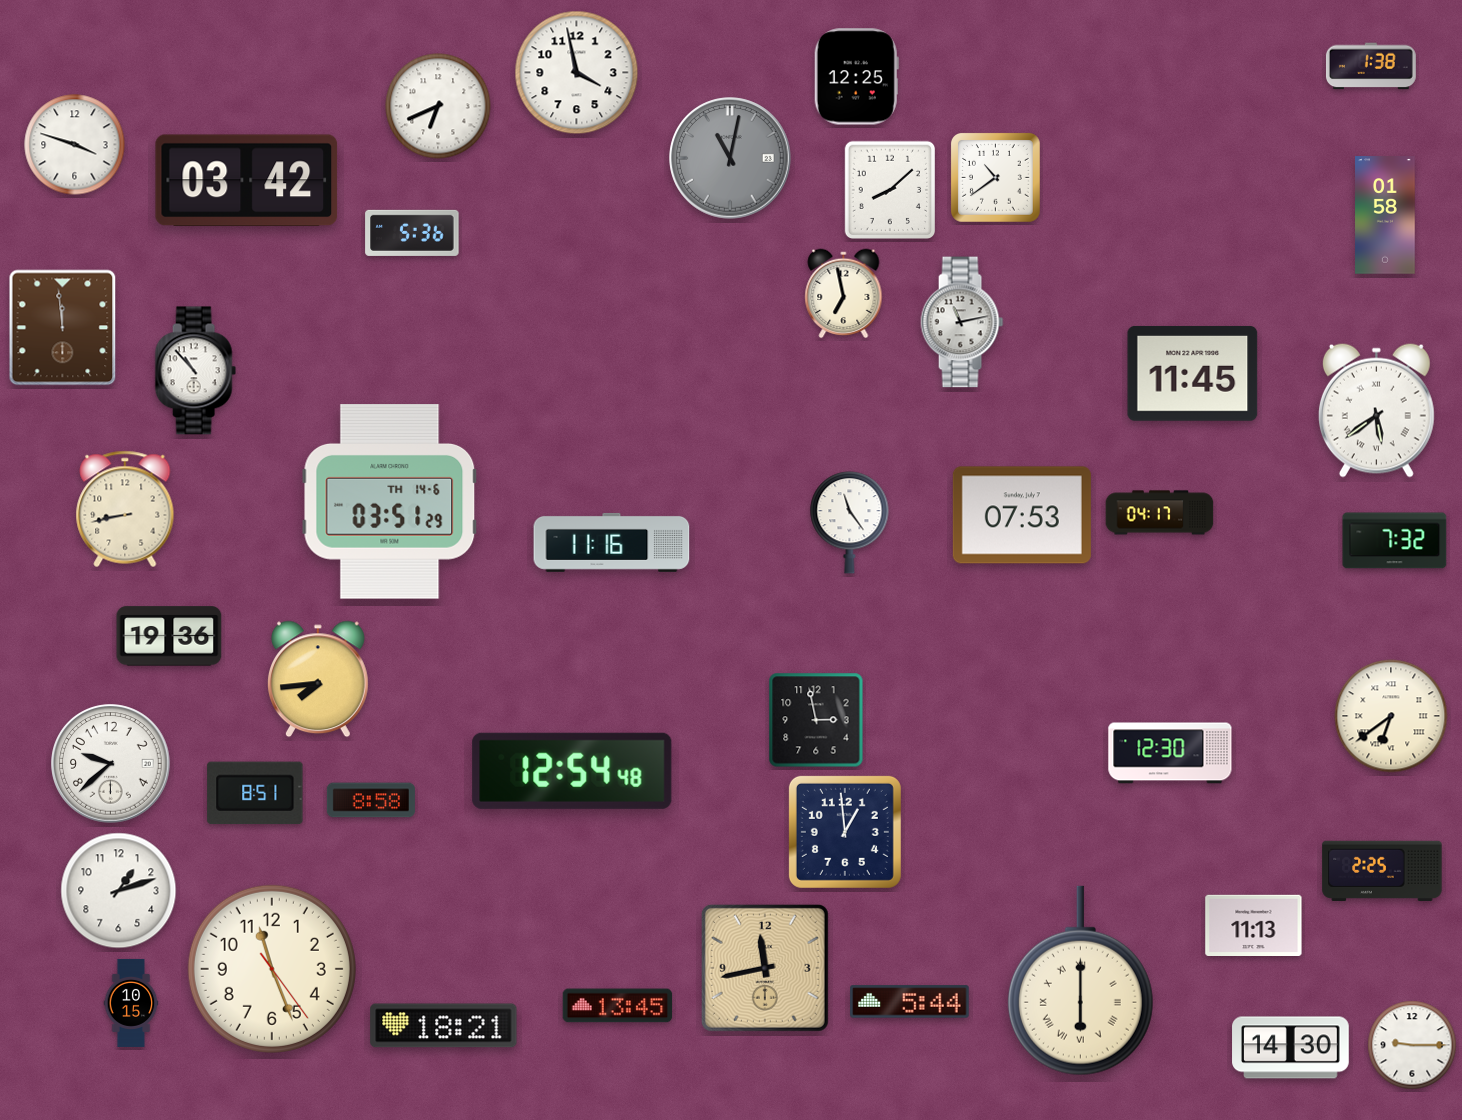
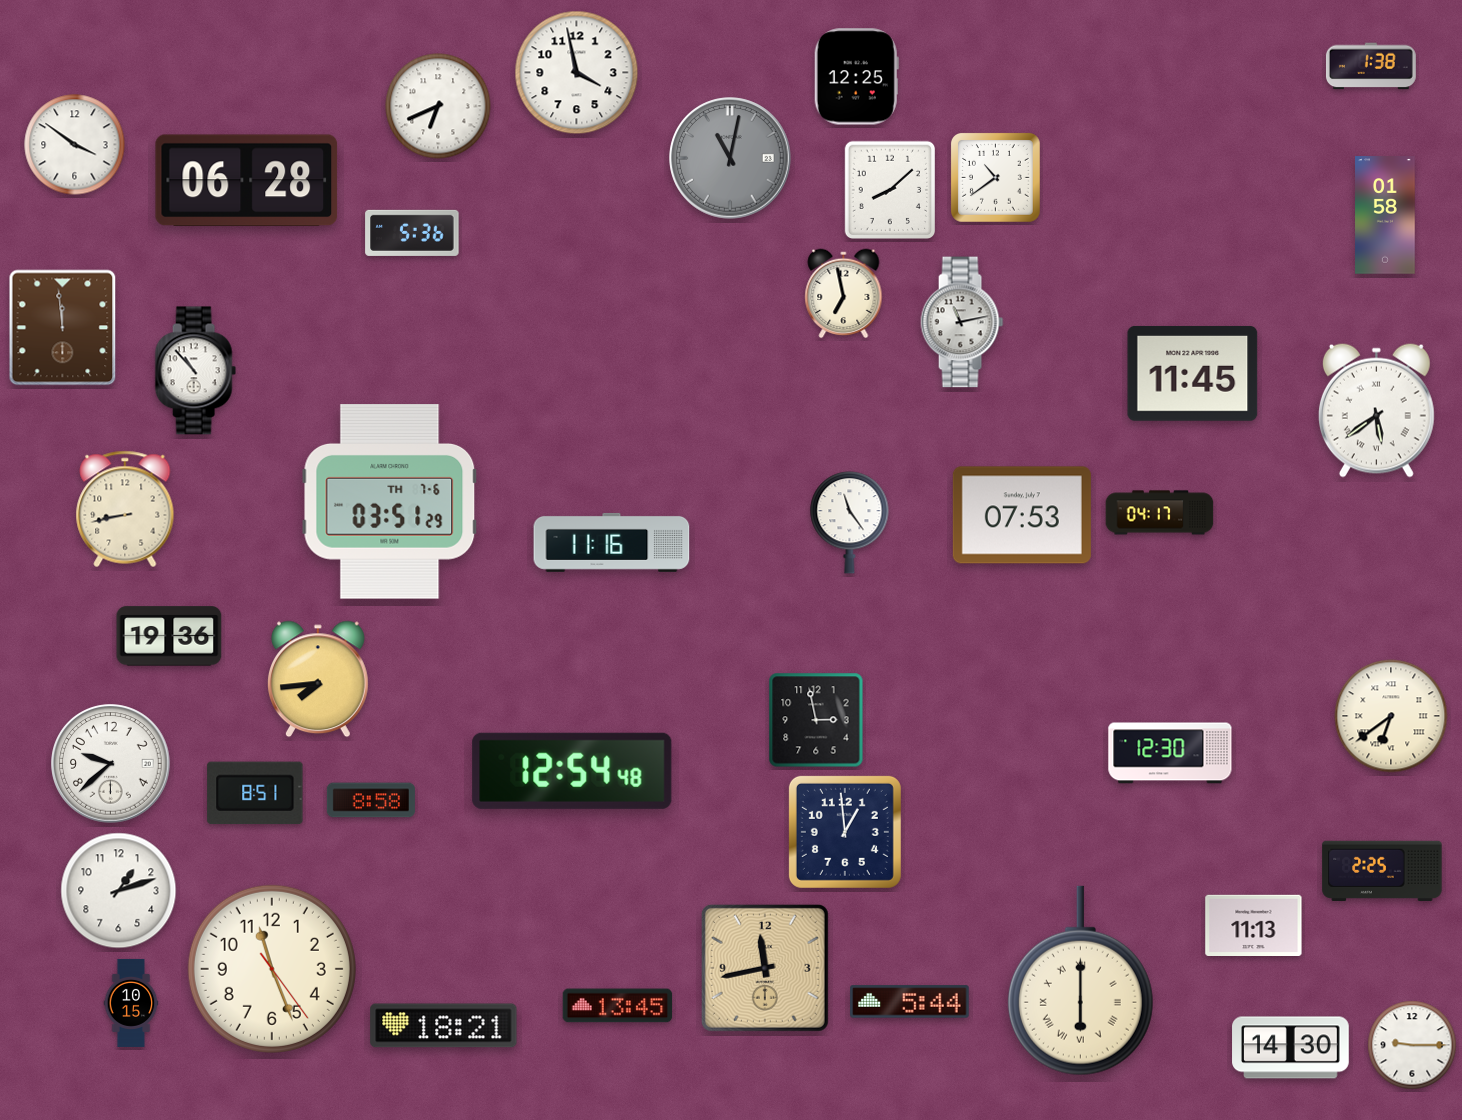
clock at (75, 145): 3:48 -> 3:51
clock at (247, 181): 03:42 -> 06:28
clock at (390, 502) date: TH 14-6 -> TH 7-6
clock at (1395, 541): 7:32 -> none
